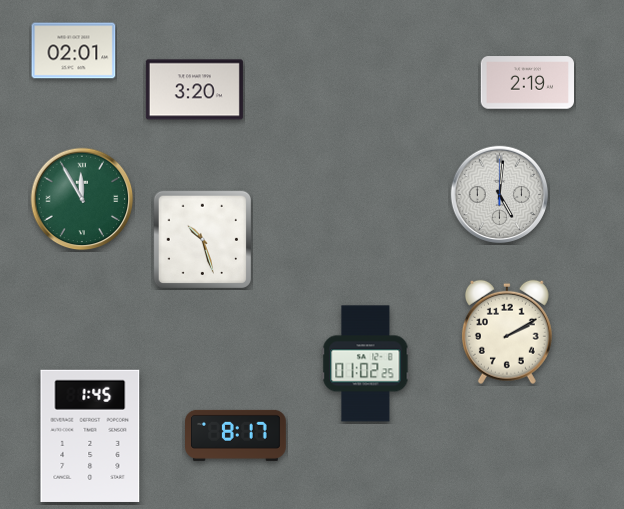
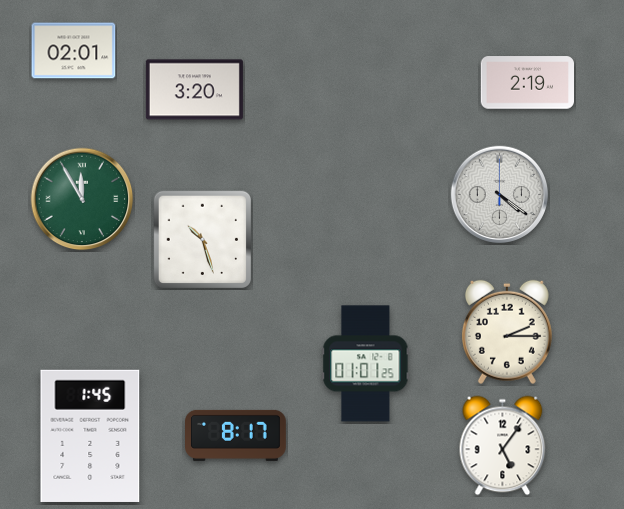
clock at (499, 194): 5:01 -> 4:21
clock at (507, 332): 2:10 -> 2:15
clock at (366, 364): 01:02 -> 01:01
clock at (503, 446): none -> 5:06
